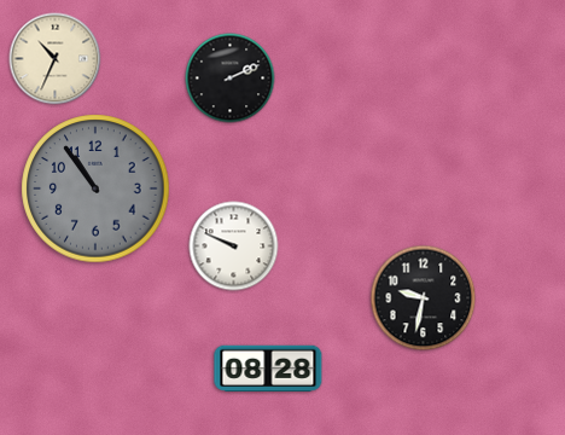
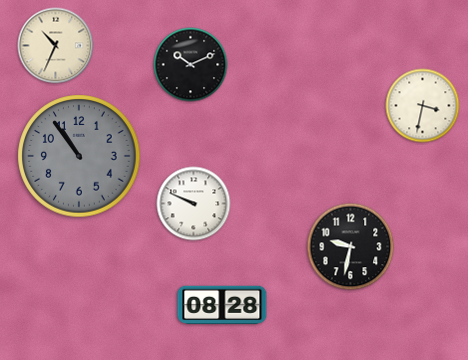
clock at (56, 59) position: (56, 59) -> (56, 46)
clock at (231, 79): 2:11 -> 10:11
clock at (423, 106): none -> 3:32
